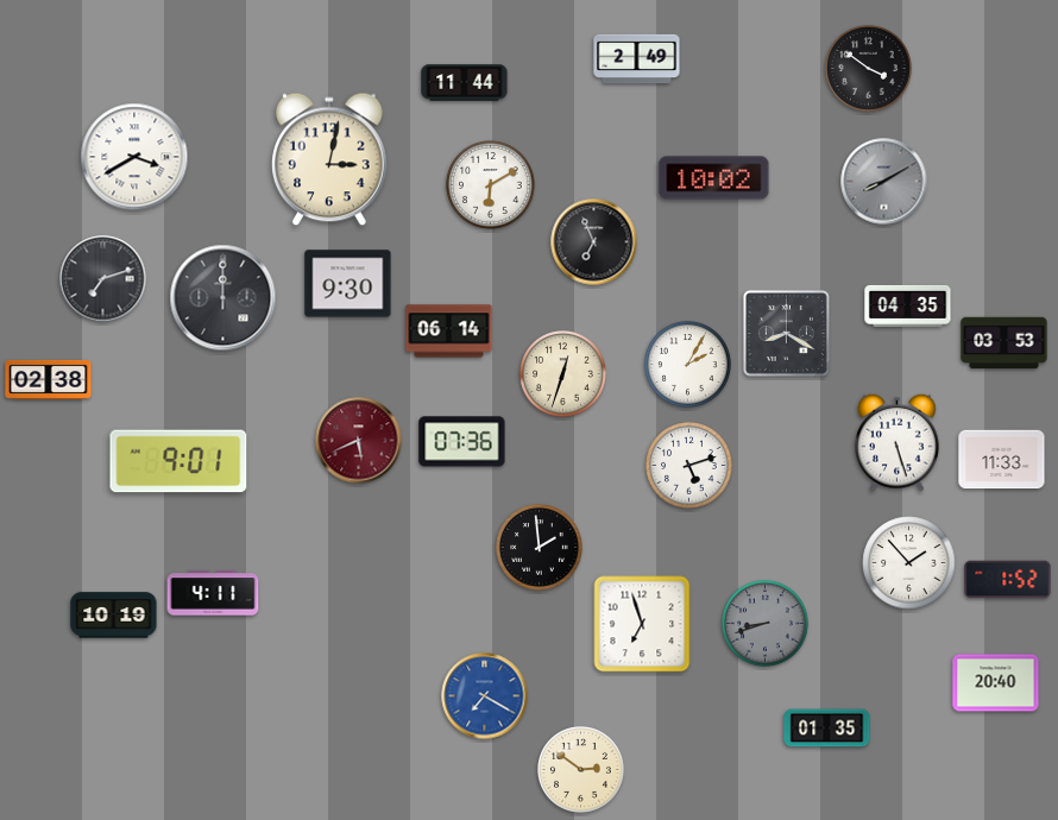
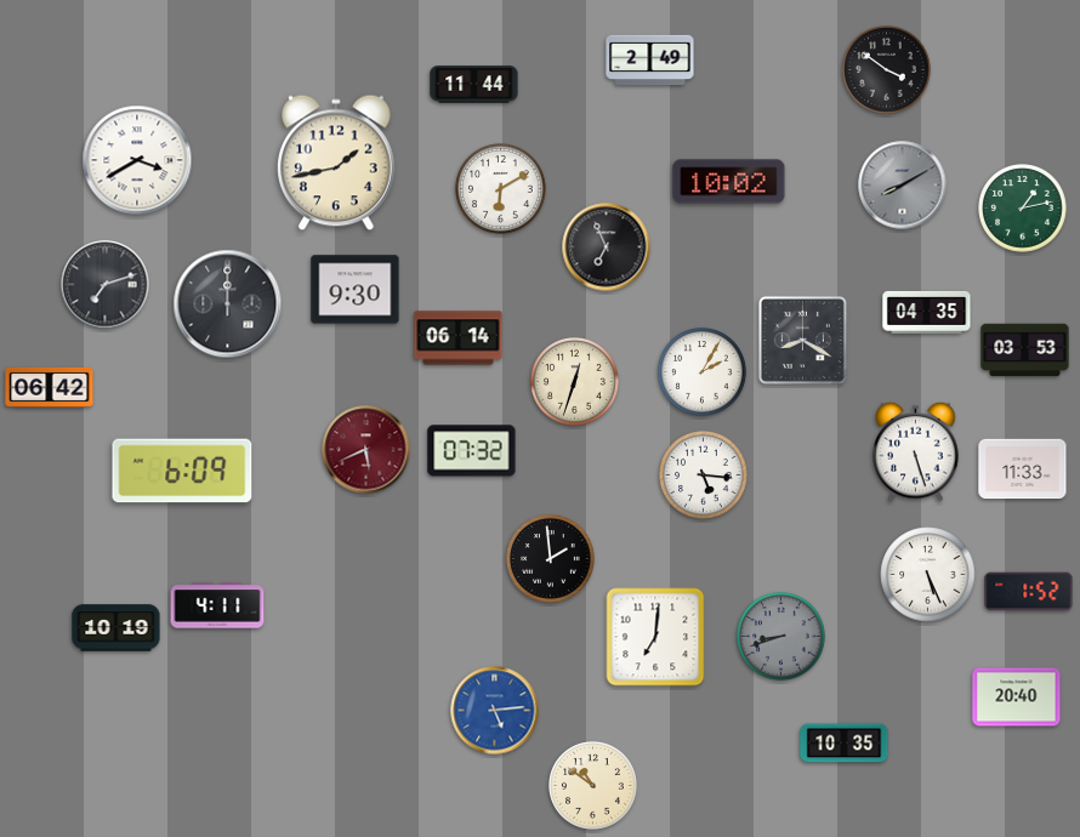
clock at (330, 159): 3:02 -> 1:43
clock at (1023, 209): none -> 1:13
clock at (49, 379): 02:38 -> 06:42
clock at (462, 442): 07:36 -> 07:32
clock at (178, 461): 9:01 -> 6:09
clock at (689, 466): 5:12 -> 5:16
clock at (909, 563): 1:53 -> 5:26
clock at (642, 624): 6:57 -> 7:01
clock at (485, 696): 7:20 -> 5:14
clock at (827, 728): 01:35 -> 10:35
clock at (581, 770): 2:51 -> 10:51
